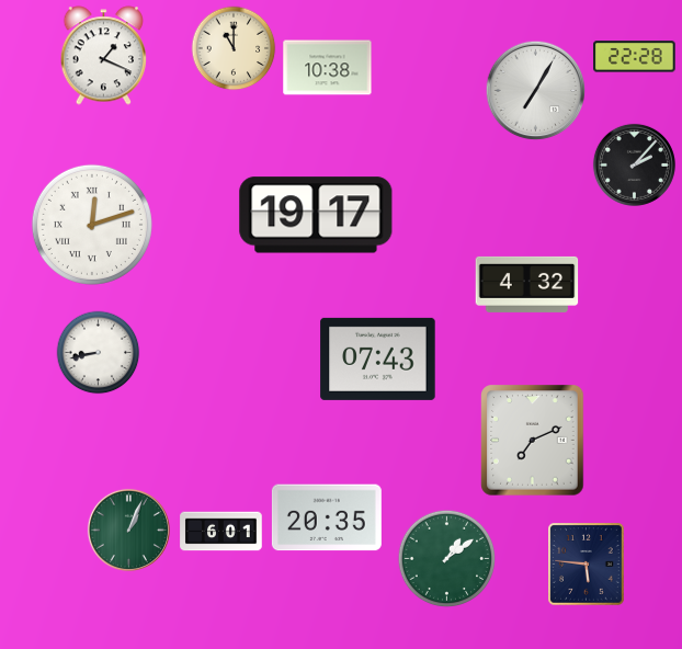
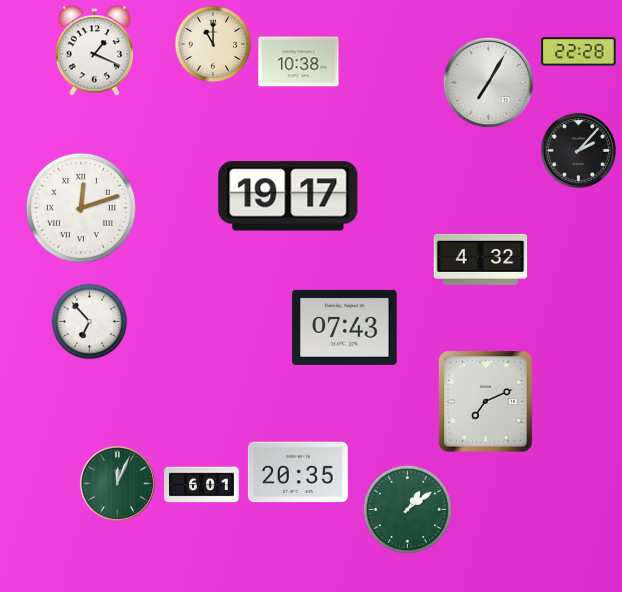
clock at (92, 225) position: (92, 225) -> (81, 208)
clock at (99, 353): 8:43 -> 6:53
clock at (128, 530): 1:04 -> 12:04
clock at (587, 565): 5:46 -> none
